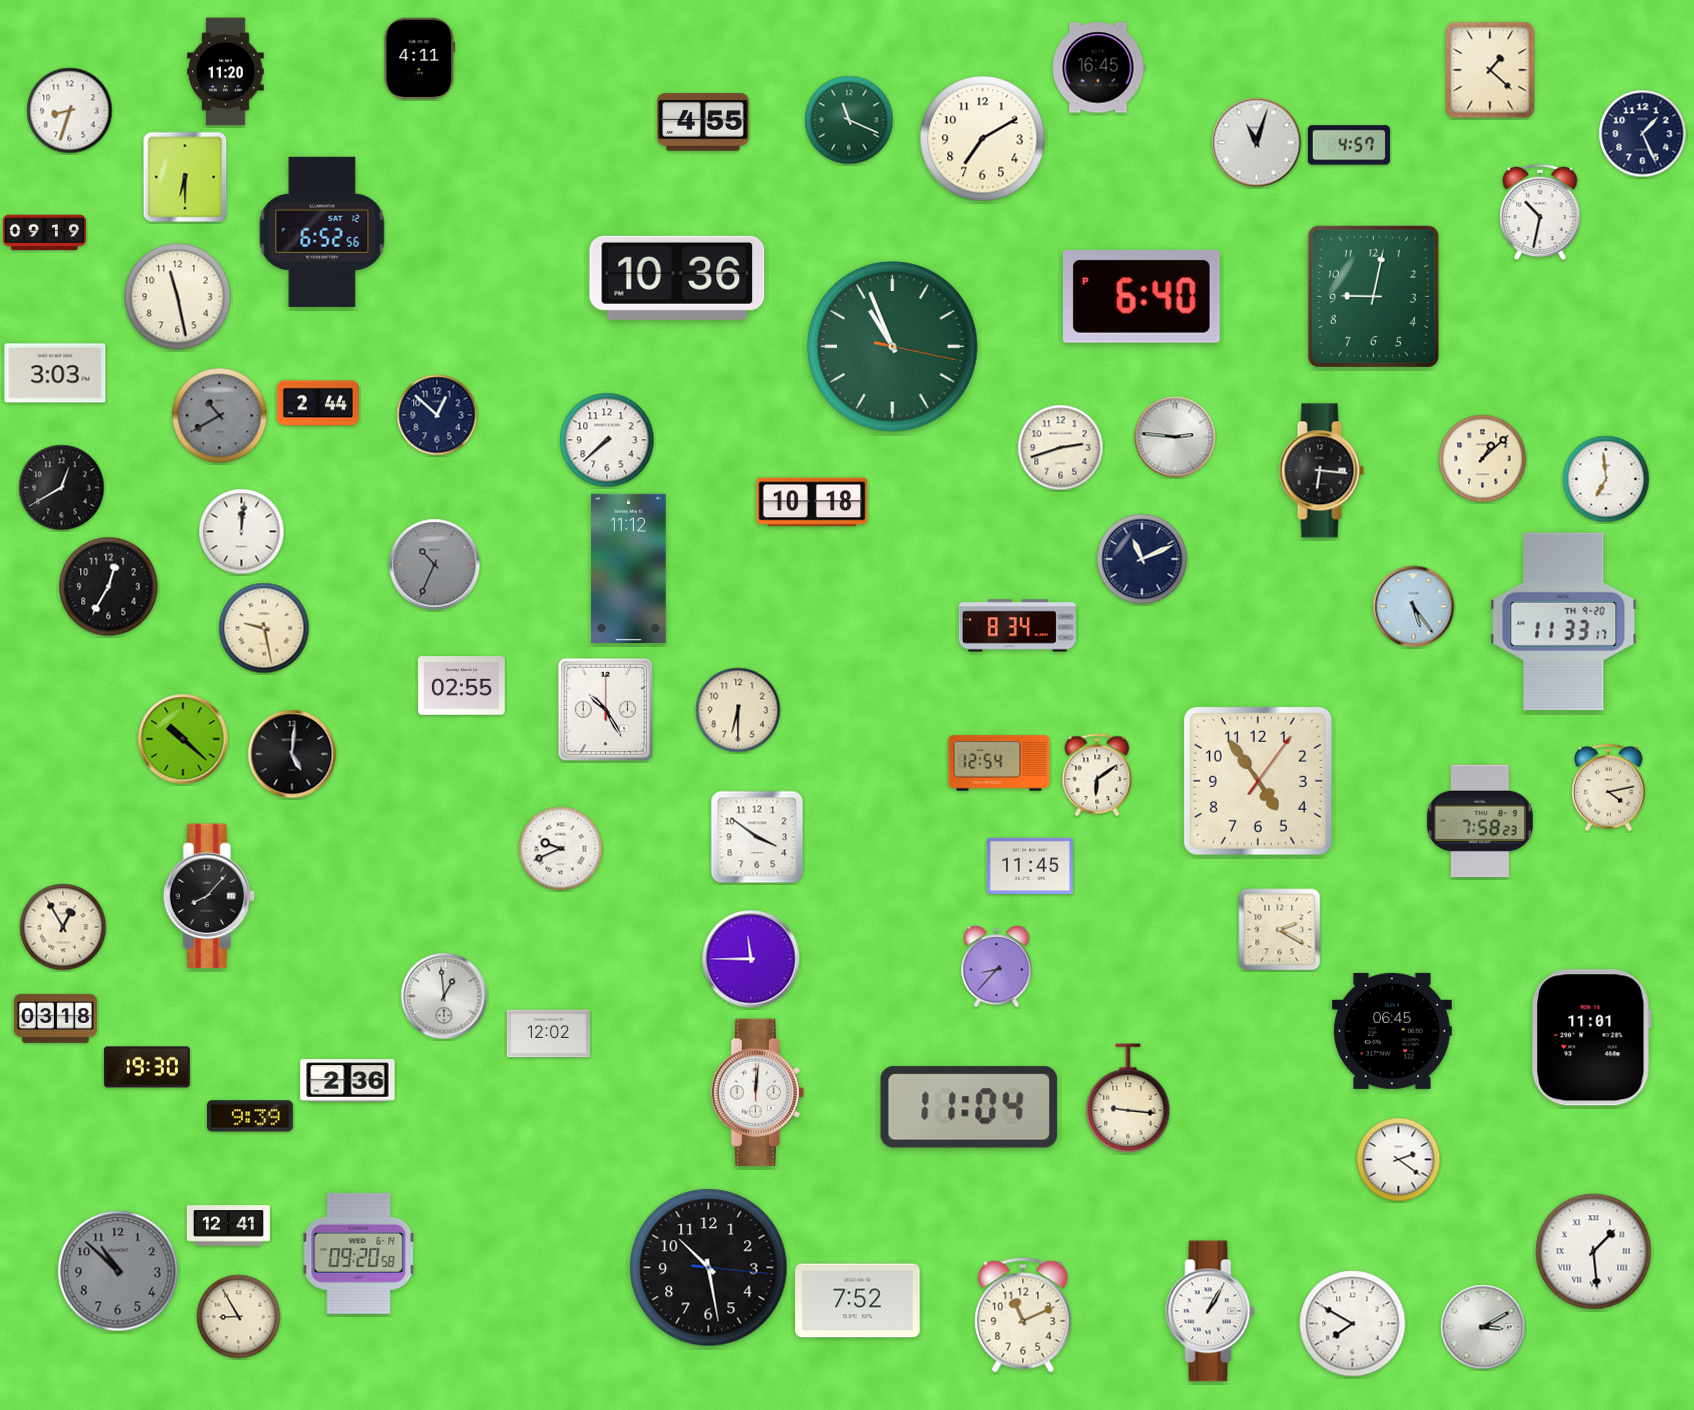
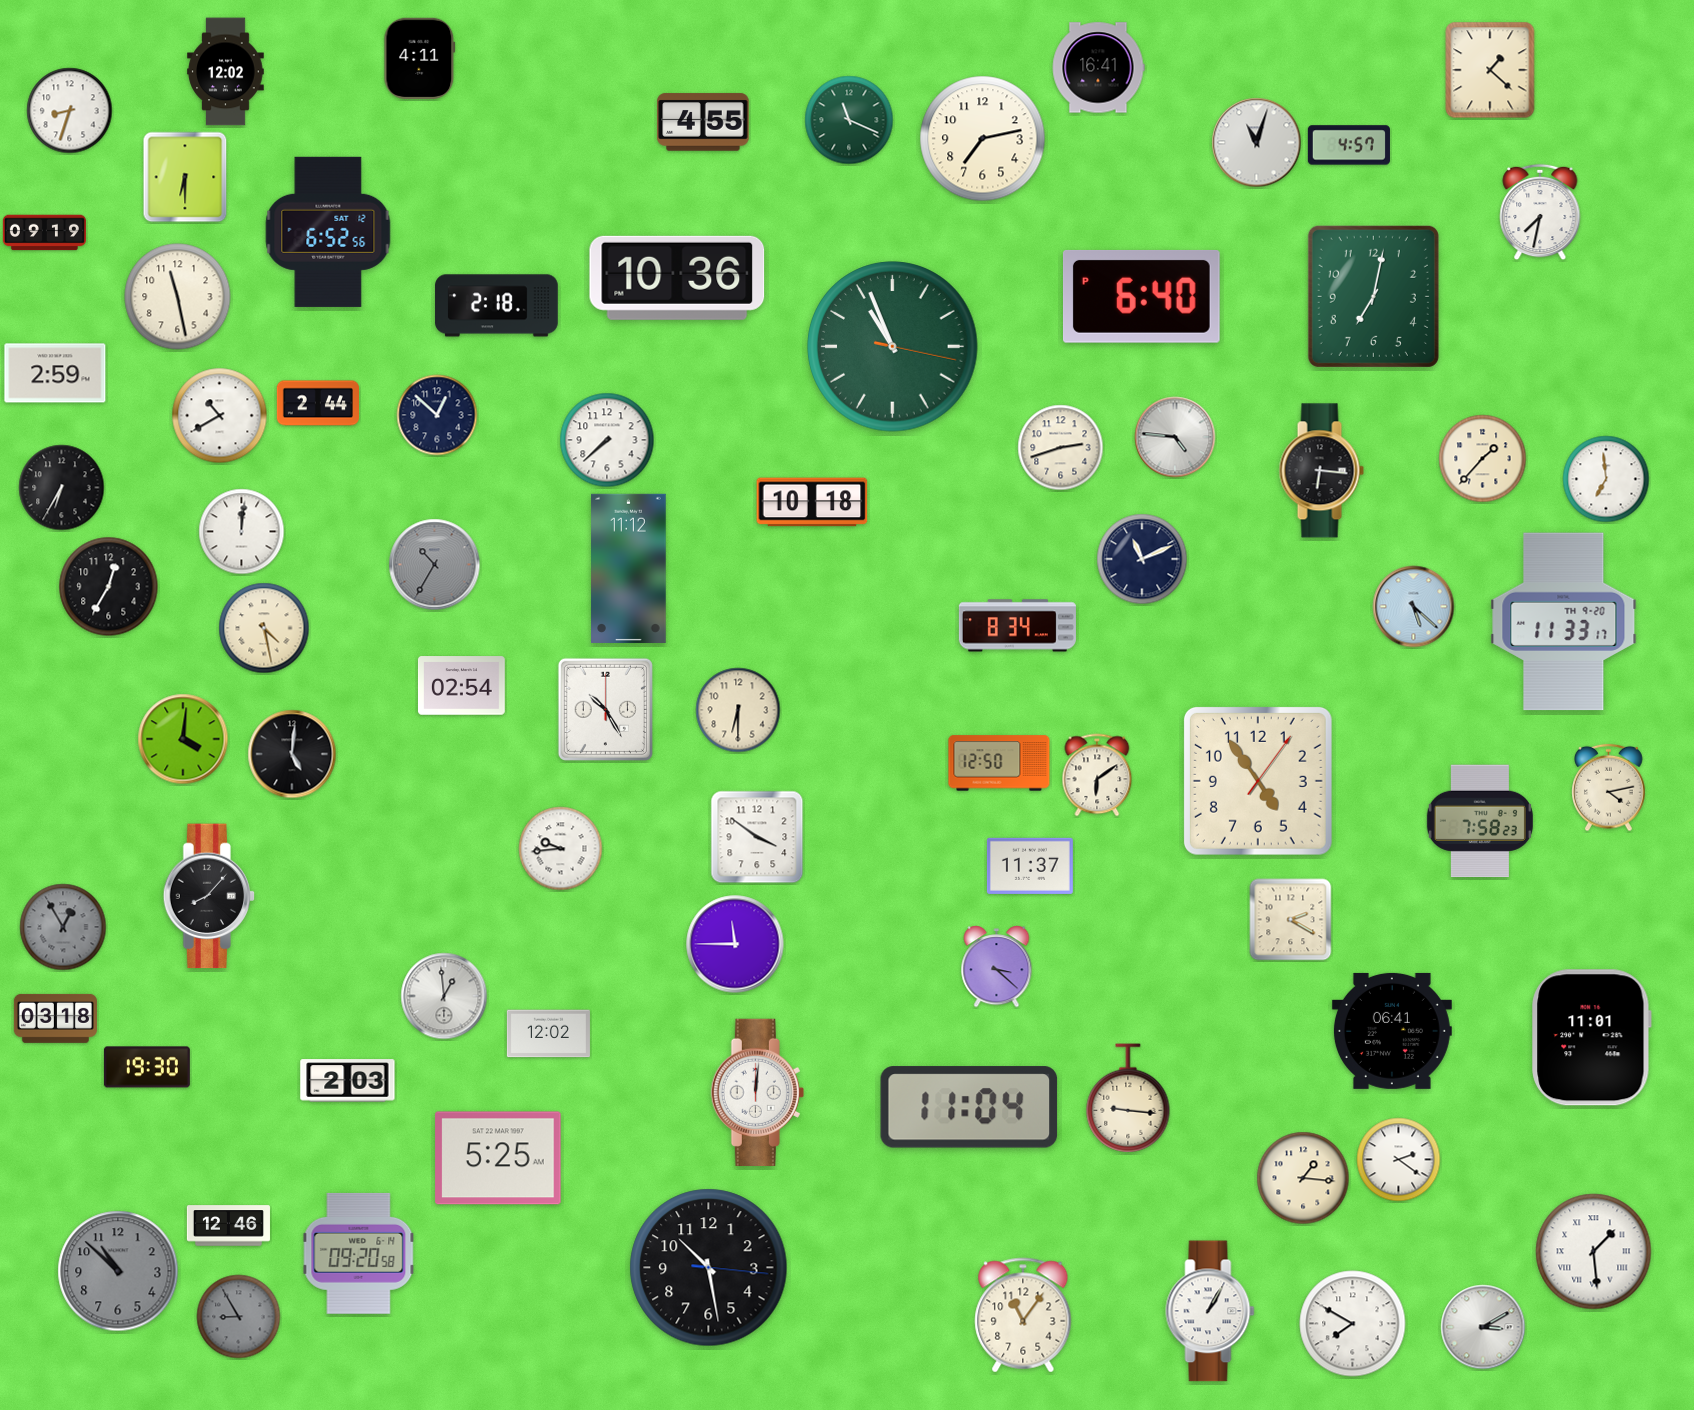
clock at (1098, 68): 16:45 -> 16:41
clock at (226, 72): 11:20 -> 12:02
clock at (1643, 134): 1:26 -> none
clock at (983, 139): 7:10 -> 7:13
clock at (1540, 212): 10:32 -> 7:32
clock at (322, 232) position: (322, 232) -> (328, 232)
clock at (1373, 296): 9:02 -> 7:02
clock at (497, 306): none -> 2:18
clock at (55, 373): 3:03 -> 2:59
clock at (220, 416) dial: grey -> white
clock at (1175, 437): 2:46 -> 4:46
clock at (1483, 459): 1:08 -> 1:37
clock at (62, 488): 12:40 -> 6:35
clock at (435, 565): 10:34 -> 10:35
clock at (1414, 607): 5:24 -> 5:22
clock at (264, 628): 9:28 -> 4:28
clock at (461, 686): 02:55 -> 02:54
clock at (183, 739): 10:22 -> 4:01
clock at (999, 763): 12:54 -> 12:50
clock at (561, 849): 9:41 -> 9:44
clock at (1030, 866): 11:45 -> 11:37
clock at (63, 927) dial: cream -> grey
clock at (1280, 930) position: (1280, 930) -> (1291, 920)
clock at (751, 959) position: (751, 959) -> (735, 944)
clock at (997, 967): 8:37 -> 3:22
clock at (1392, 1031): 06:45 -> 06:41
clock at (348, 1081): 2:36 -> 2:03
clock at (250, 1116): 9:39 -> none
clock at (498, 1158): none -> 5:25
clock at (1303, 1178): none -> 1:16
clock at (228, 1226): 12:41 -> 12:46
clock at (858, 1301): 7:52 -> none
clock at (1023, 1315): 11:11 -> 11:06
clock at (239, 1317) dial: cream -> grey
